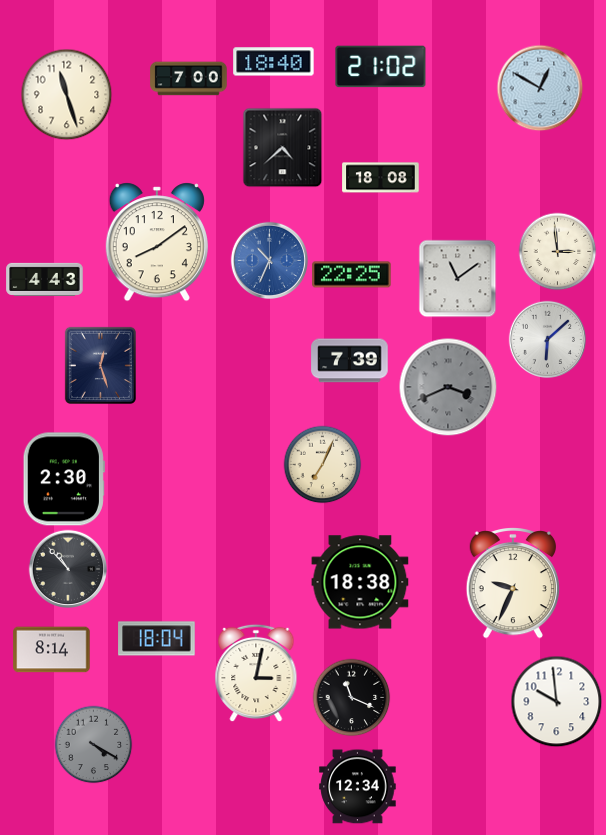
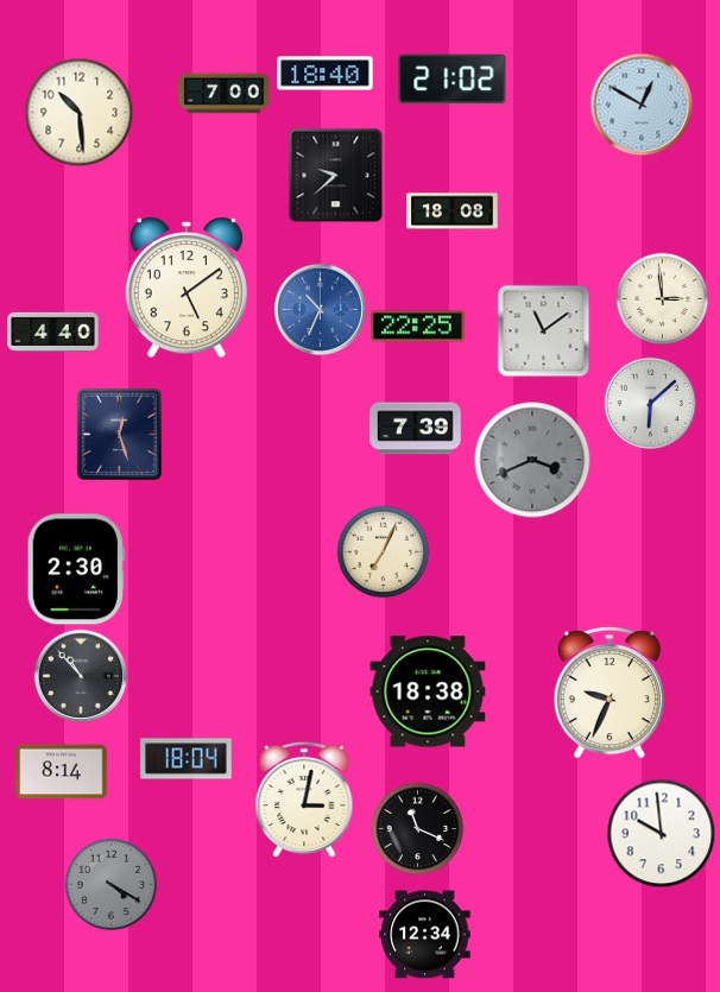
clock at (66, 94): 11:27 -> 10:29
clock at (282, 147): 4:38 -> 9:38
clock at (157, 242): 8:09 -> 5:09
clock at (45, 279): 4:43 -> 4:40
